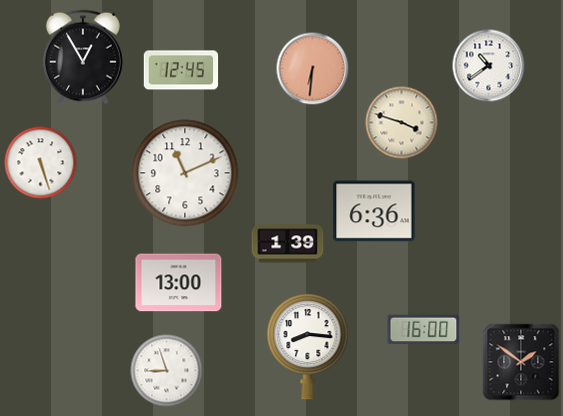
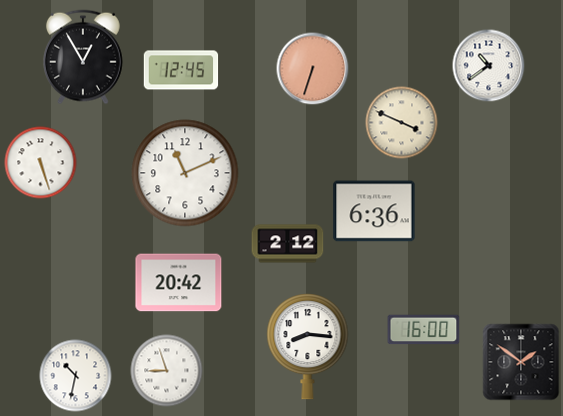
clock at (313, 69): 6:31 -> 6:33
clock at (402, 123): 3:48 -> 3:49
clock at (288, 244): 1:39 -> 2:12
clock at (179, 283): 13:00 -> 20:42
clock at (76, 376): none -> 10:32
